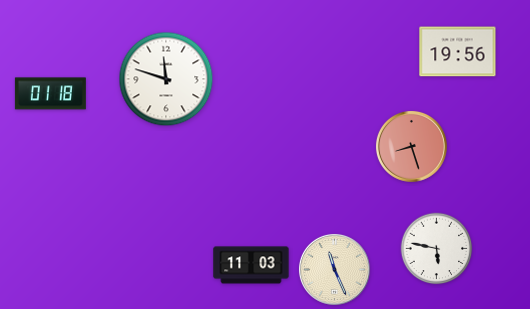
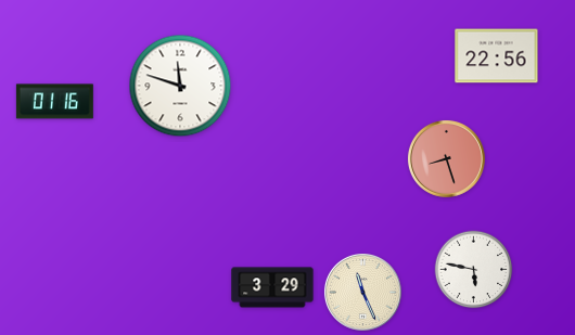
clock at (458, 52): 19:56 -> 22:56
clock at (50, 94): 01:18 -> 01:16
clock at (251, 265): 11:03 -> 3:29
